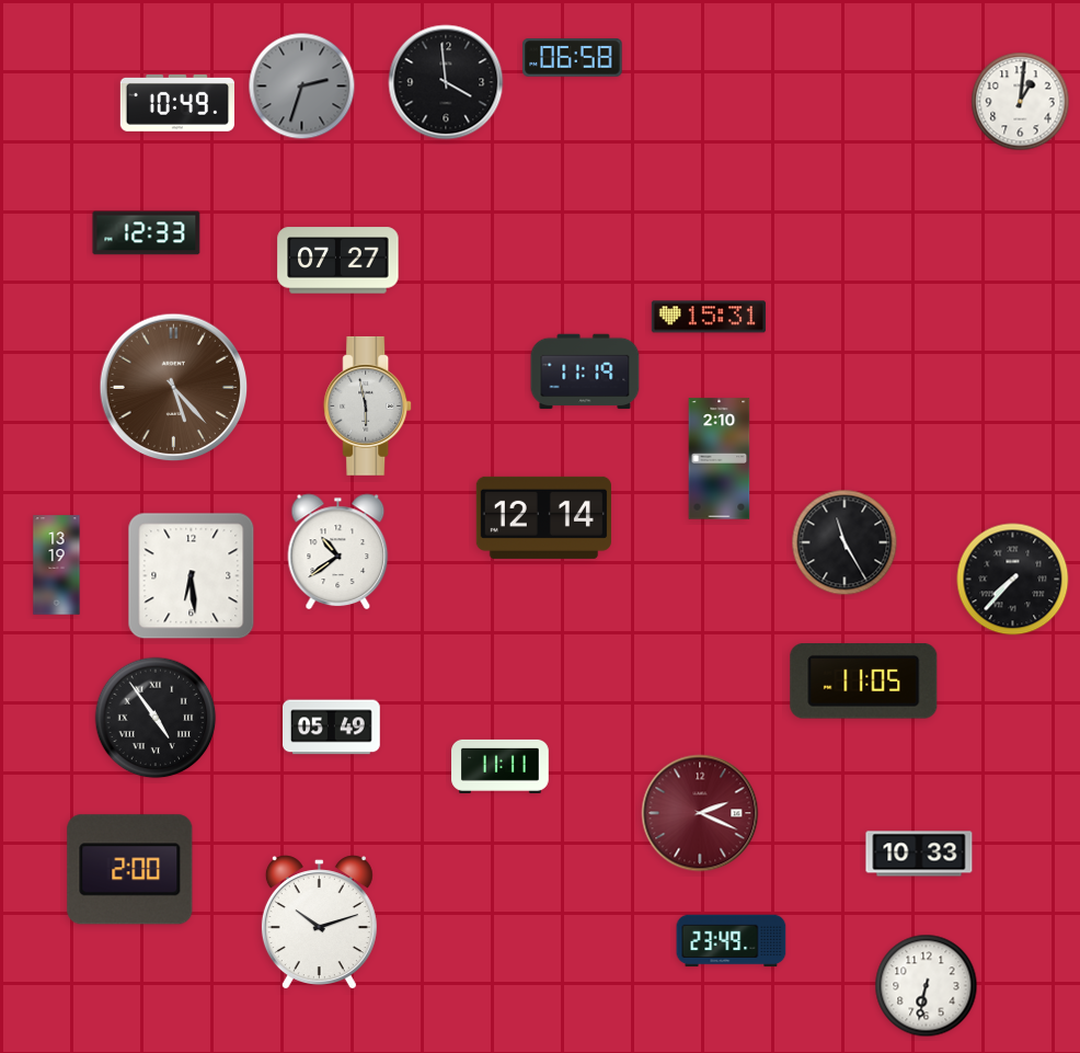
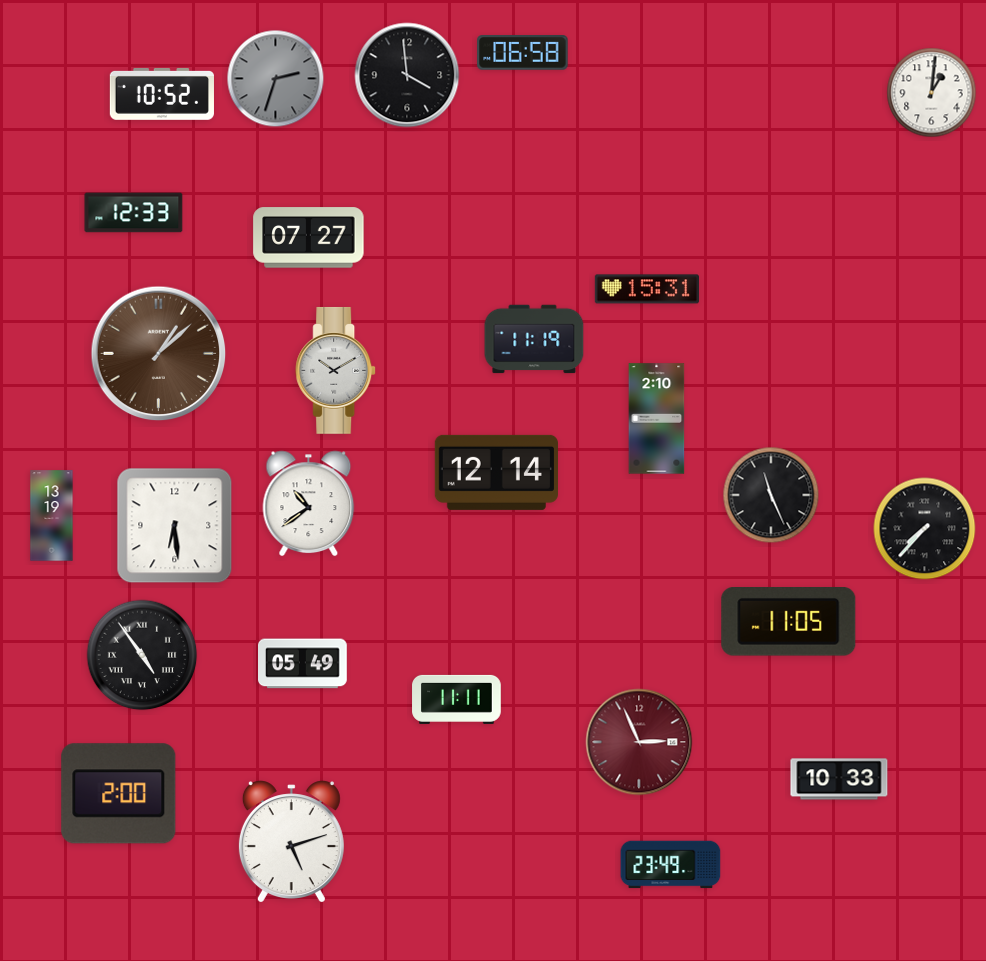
clock at (177, 103): 10:49 -> 10:52
clock at (174, 388): 5:23 -> 1:08
clock at (368, 405): 5:58 -> 10:10
clock at (845, 542): 11:25 -> 11:26
clock at (700, 813): 2:19 -> 2:56
clock at (319, 922): 10:12 -> 5:12
clock at (732, 941) position: (732, 941) -> (671, 865)
clock at (927, 986): 6:32 -> none
